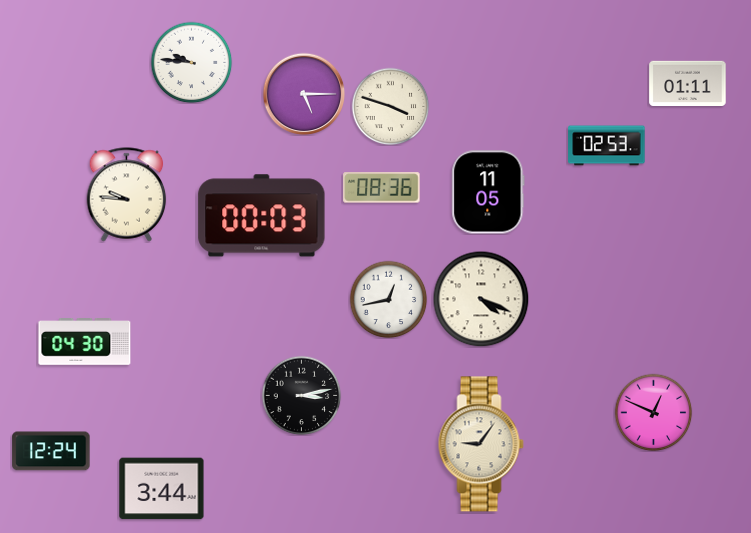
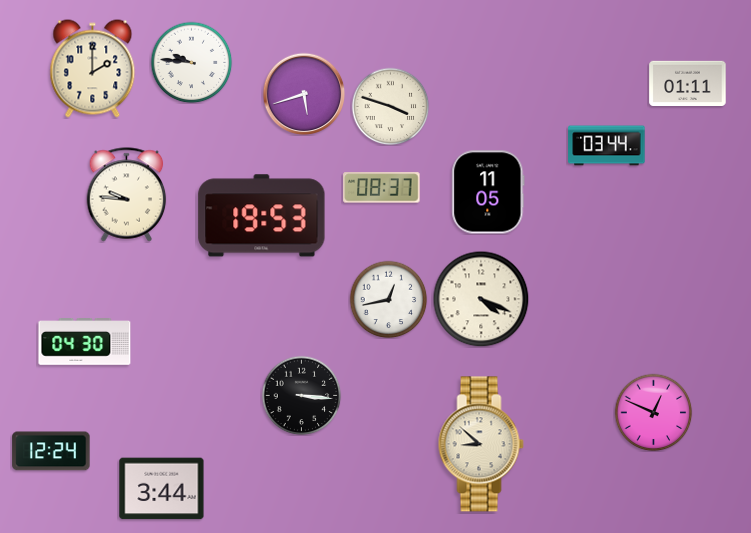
clock at (93, 69): none -> 2:00
clock at (304, 94): 5:15 -> 5:42
clock at (607, 146): 02:53 -> 03:44
clock at (382, 188): 08:36 -> 08:37
clock at (262, 216): 00:03 -> 19:53
clock at (301, 395): 3:13 -> 3:16
clock at (481, 444): 9:06 -> 8:52
